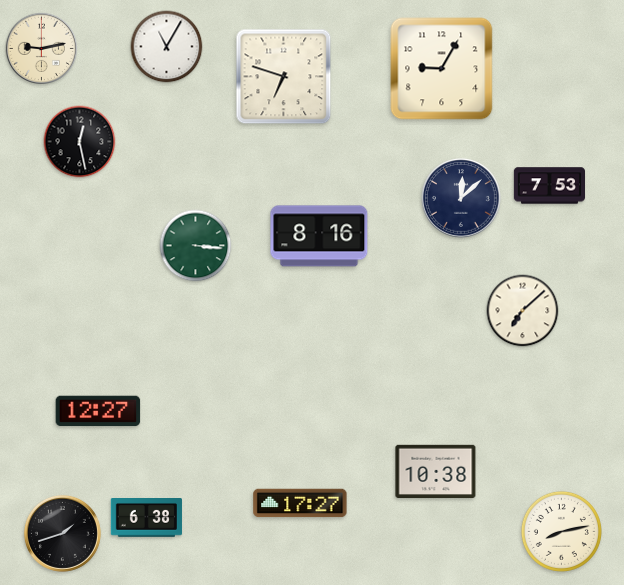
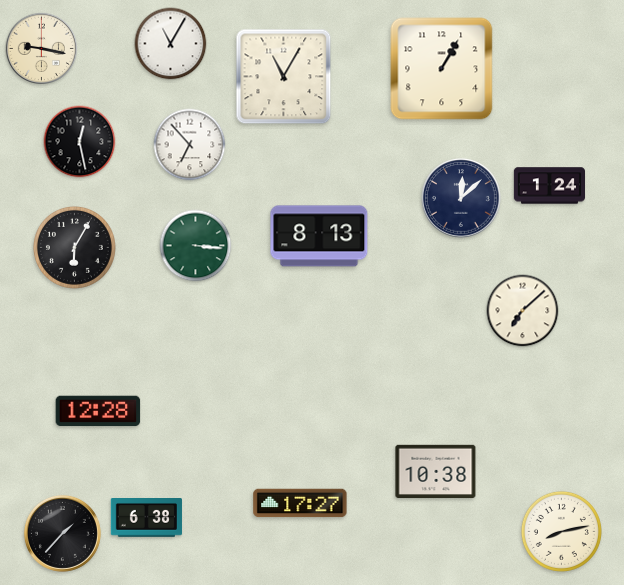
clock at (167, 47) position: (167, 47) -> (171, 44)
clock at (41, 48): 9:13 -> 9:17
clock at (442, 69): 9:05 -> 1:05
clock at (284, 77): 6:48 -> 11:05
clock at (190, 145): none -> 6:53
clock at (549, 186): 7:53 -> 1:24
clock at (319, 236): 8:16 -> 8:13
clock at (74, 247): none -> 6:05
clock at (98, 411): 12:27 -> 12:28
clock at (62, 533): 1:42 -> 1:37
